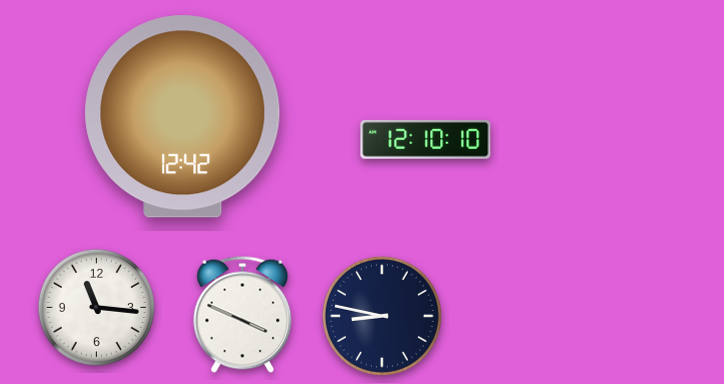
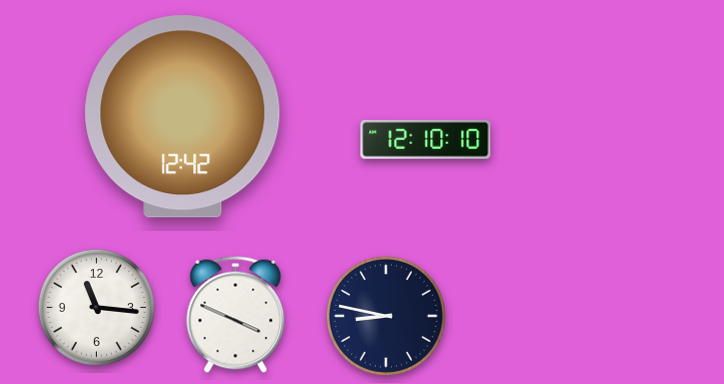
clock at (243, 314) position: (243, 314) -> (236, 314)
clock at (382, 316) position: (382, 316) -> (386, 316)
